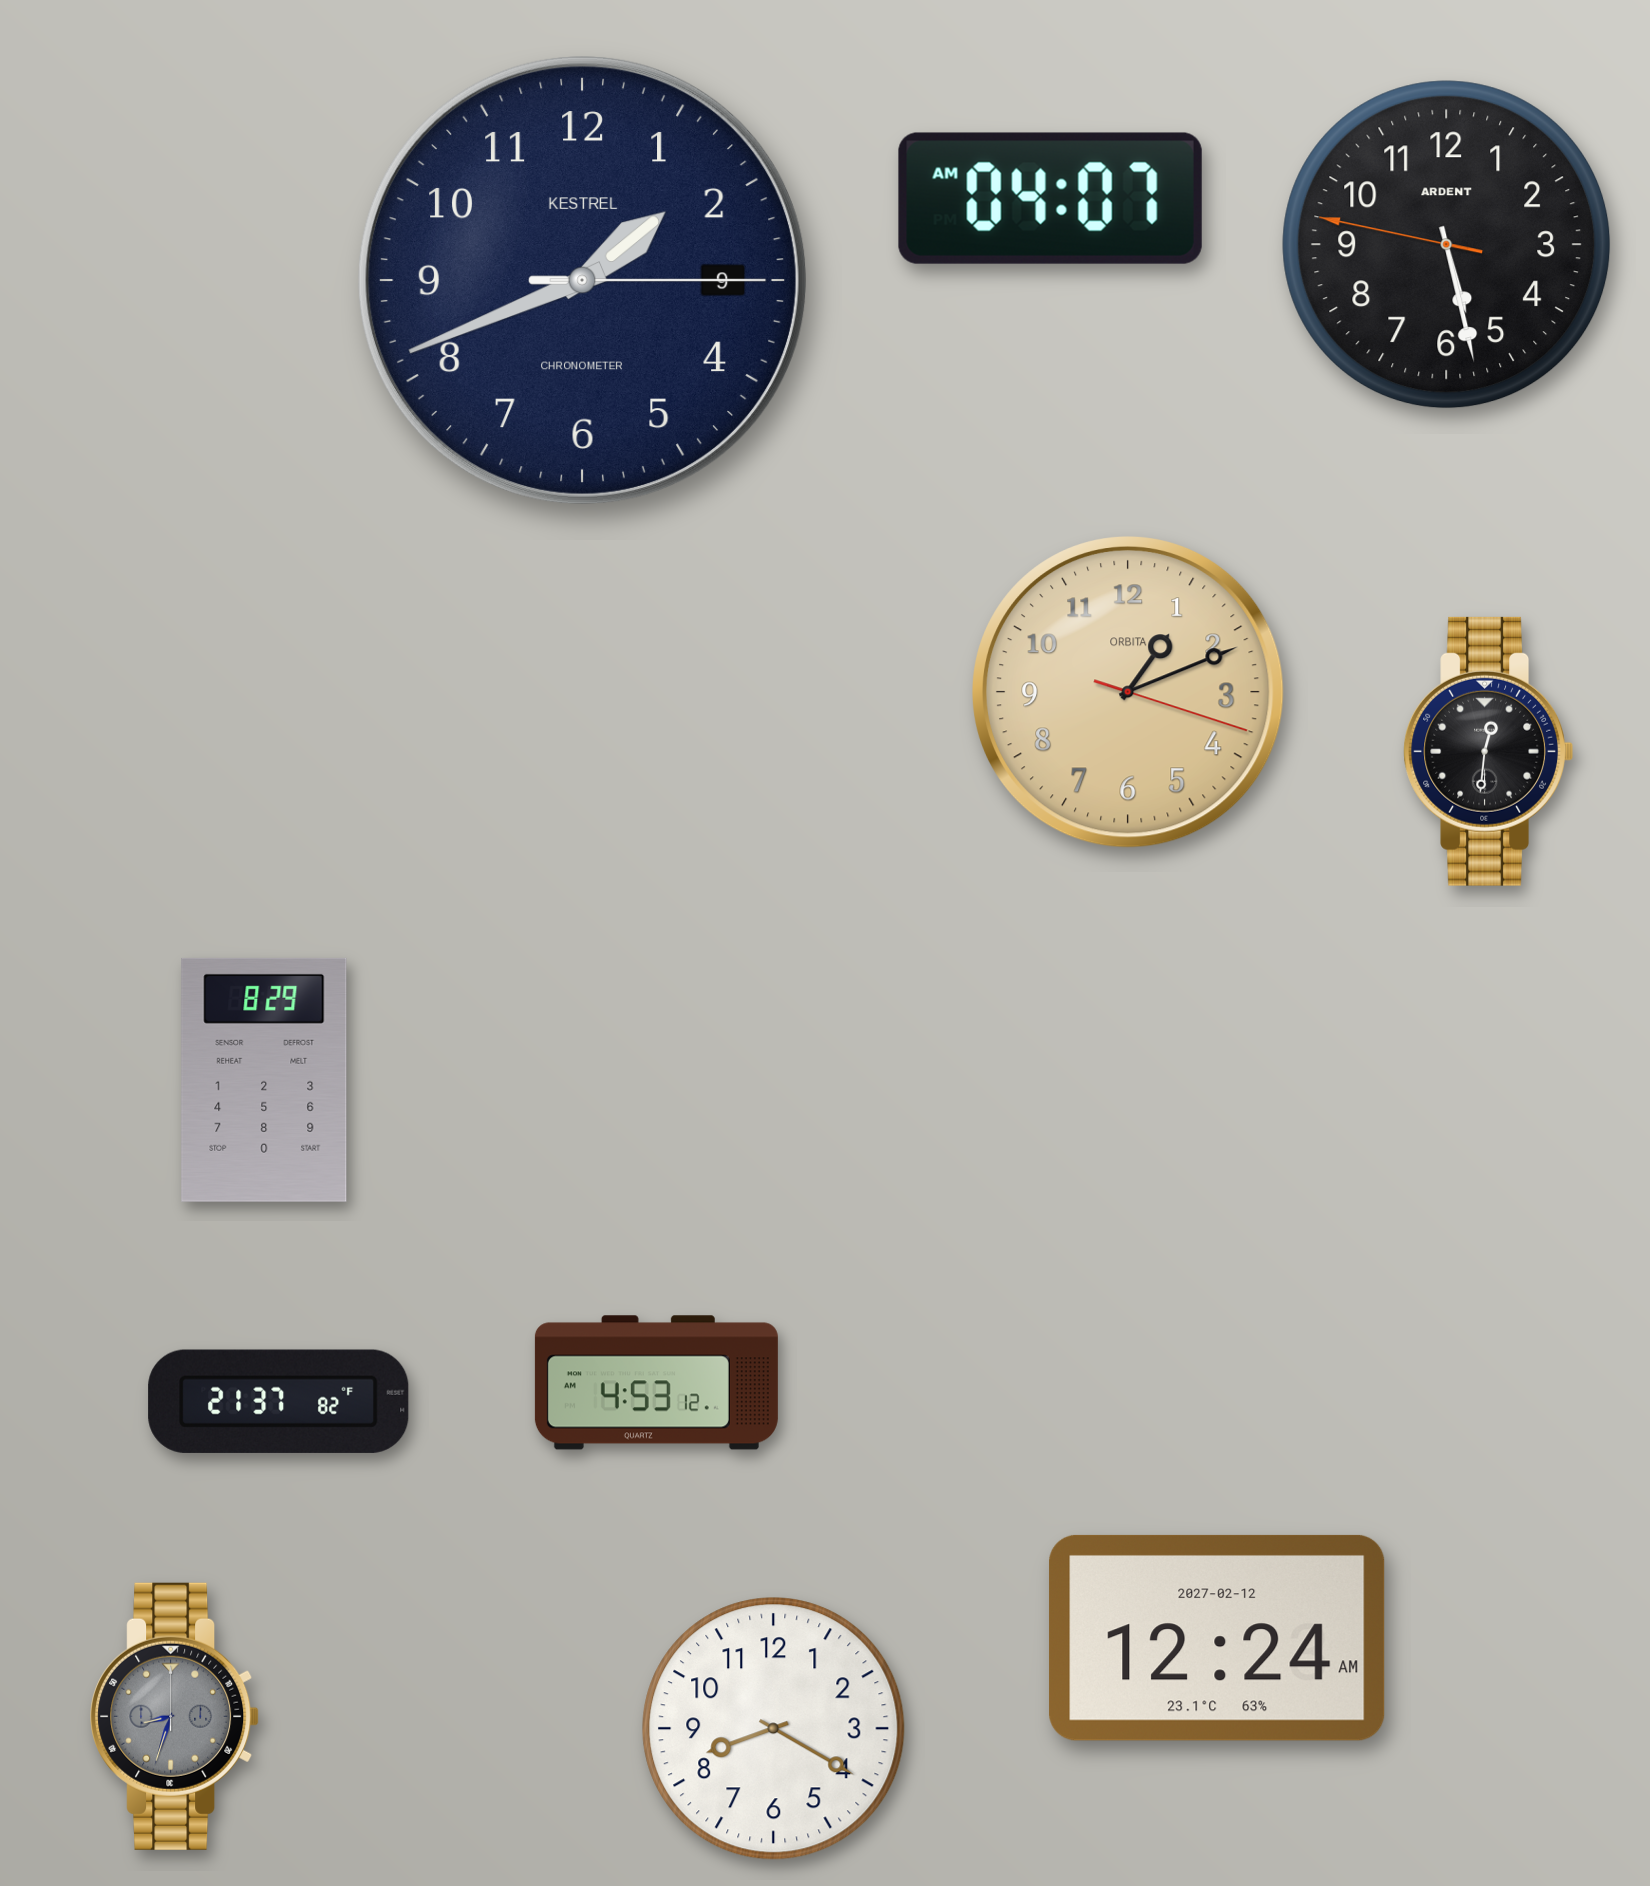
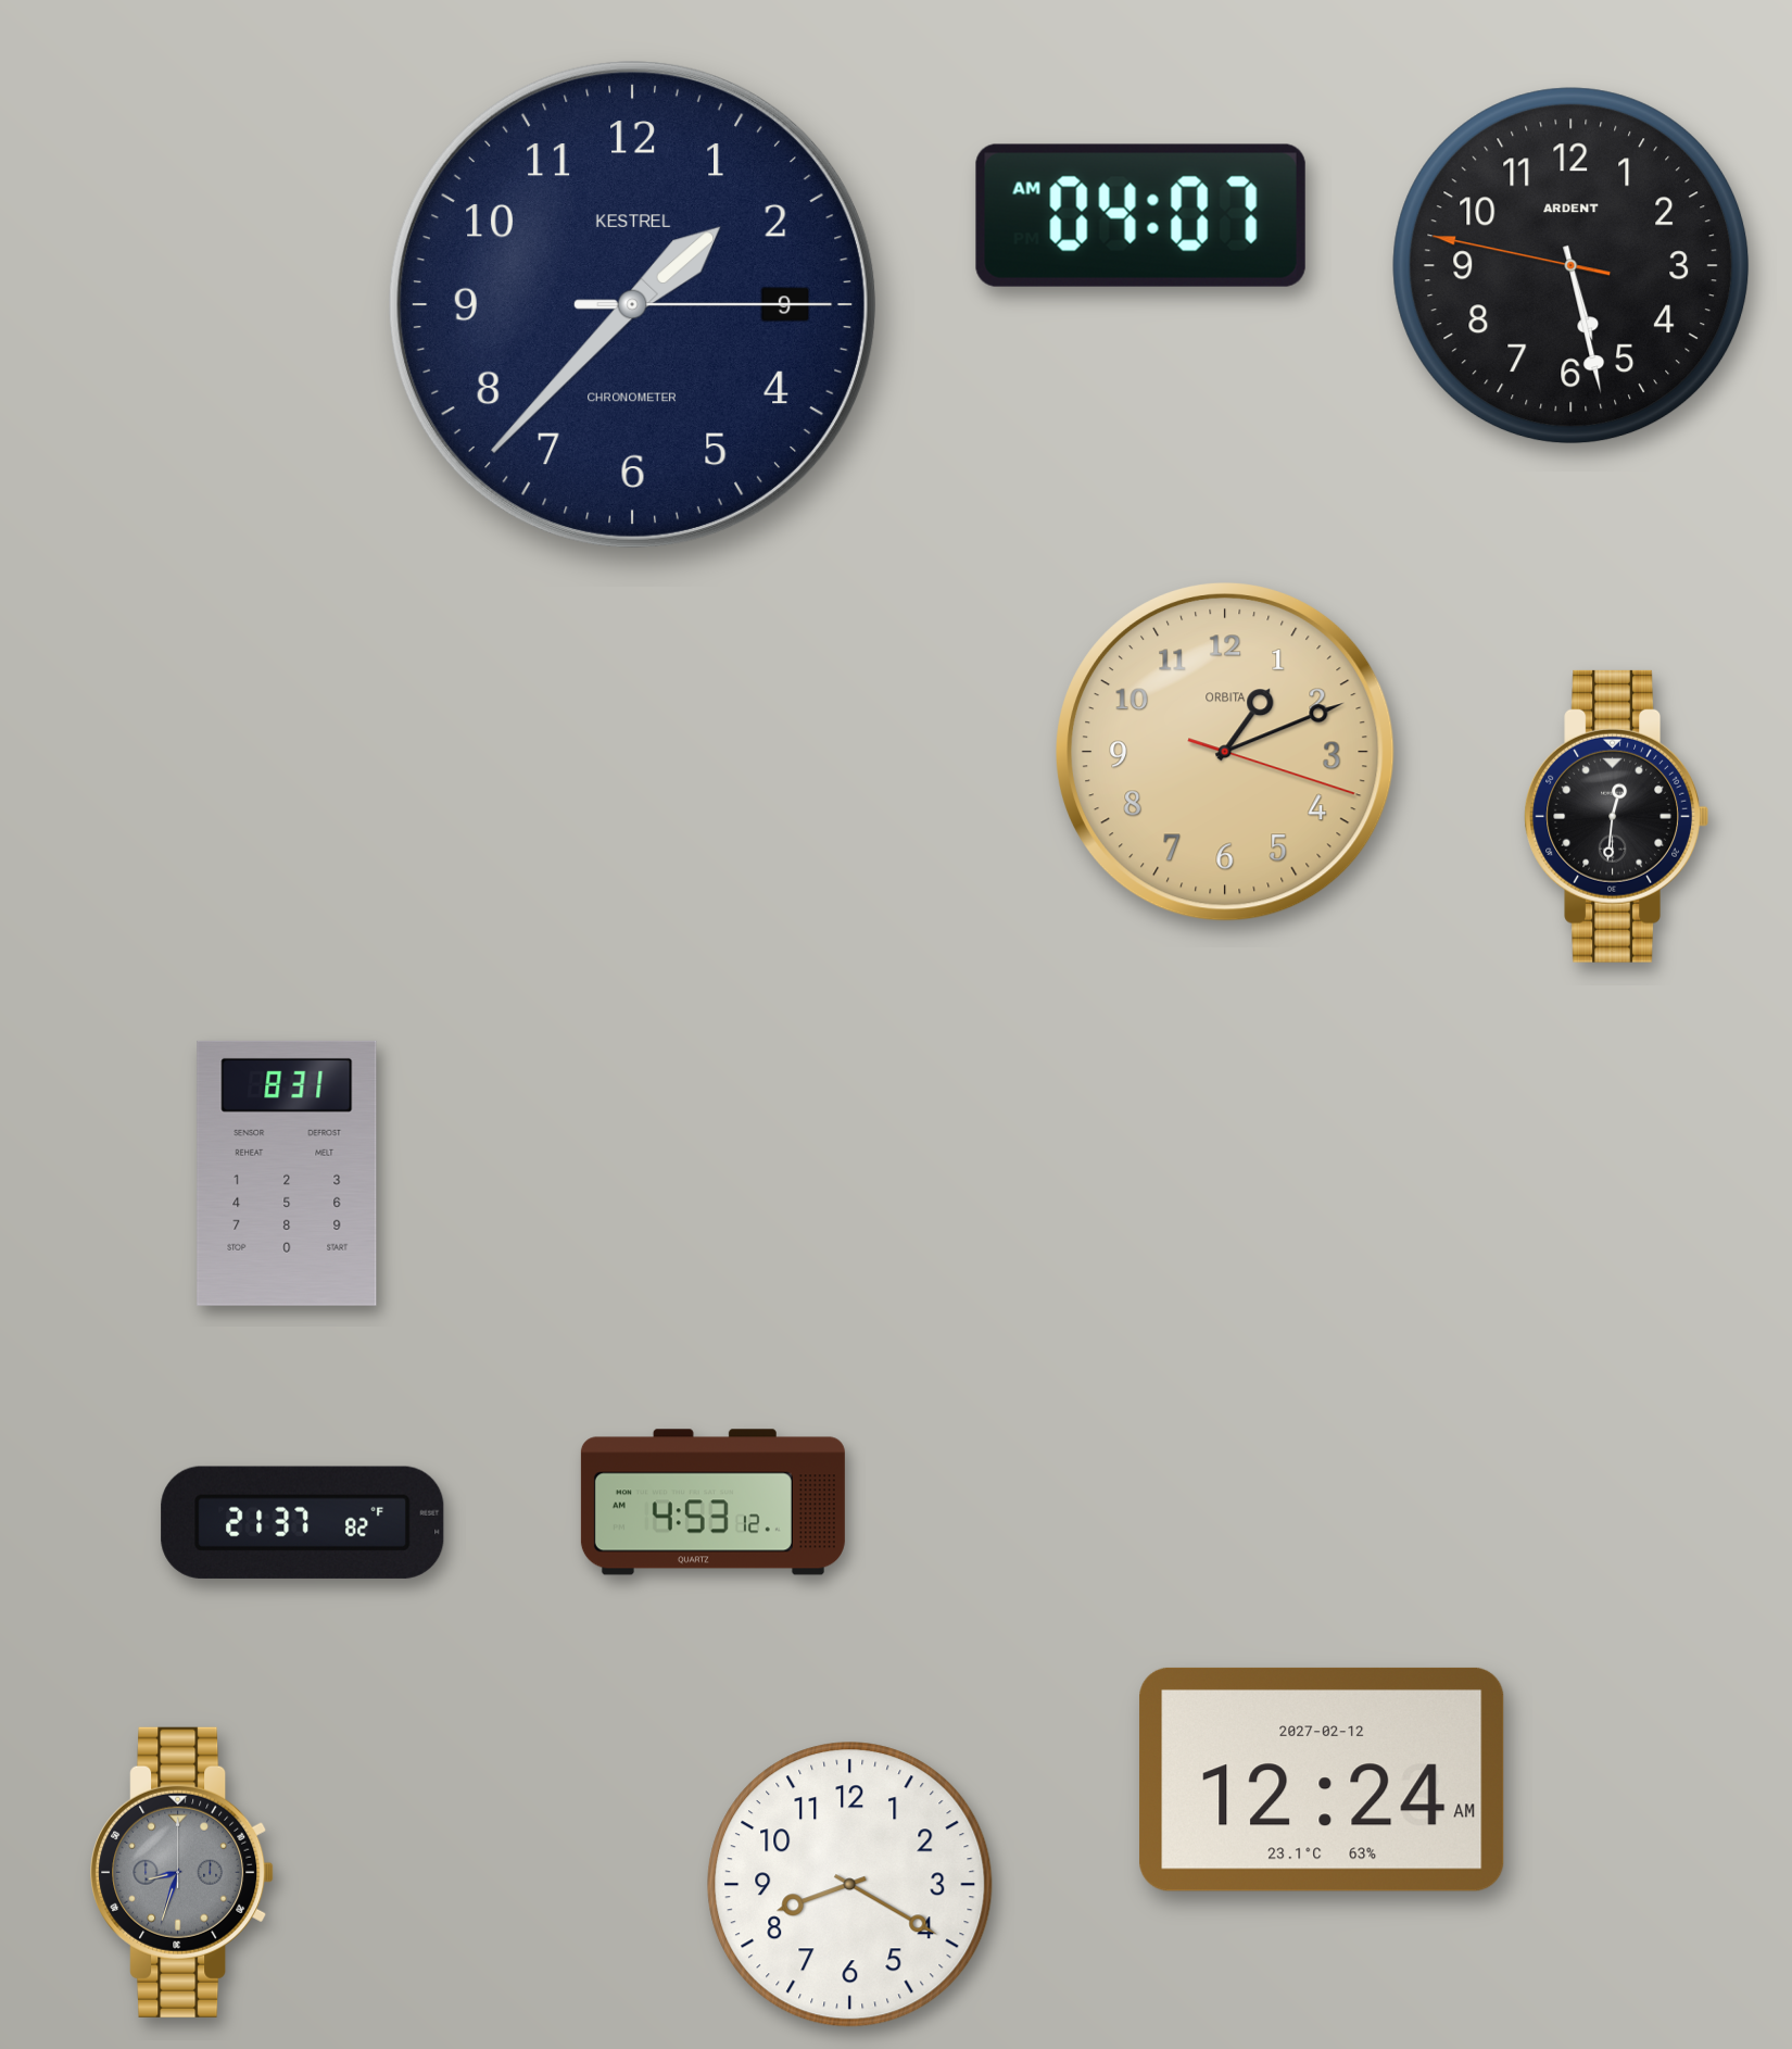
clock at (582, 280): 1:41 -> 1:37
clock at (264, 1080): 8:29 -> 8:31
clock at (175, 1716) position: (175, 1716) -> (182, 1872)
clock at (774, 1729) position: (774, 1729) -> (850, 1885)
